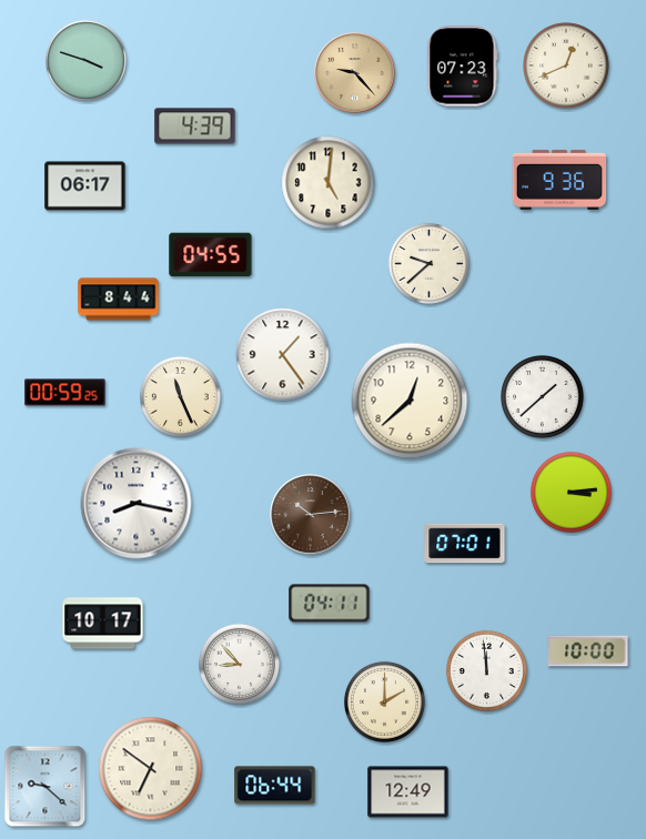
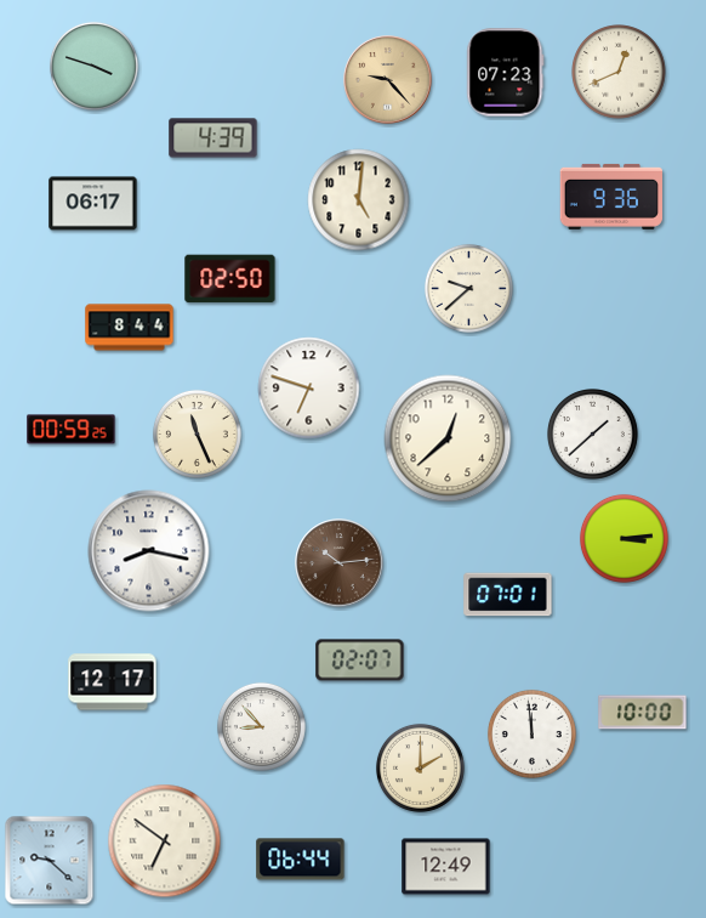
clock at (211, 255): 04:55 -> 02:50
clock at (283, 355): 1:24 -> 6:48
clock at (330, 604): 04:11 -> 02:07
clock at (103, 624): 10:17 -> 12:17
